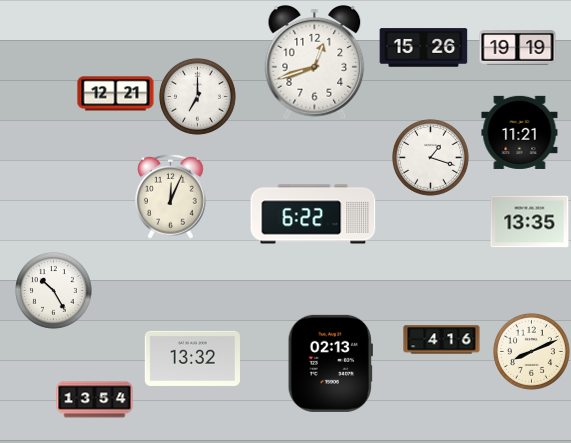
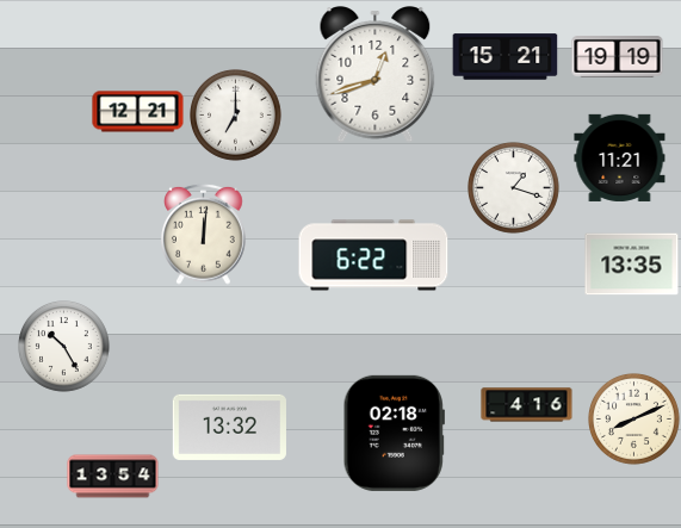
clock at (424, 48): 15:26 -> 15:21
clock at (171, 196): 12:04 -> 12:01
clock at (330, 363): 02:13 -> 02:18
